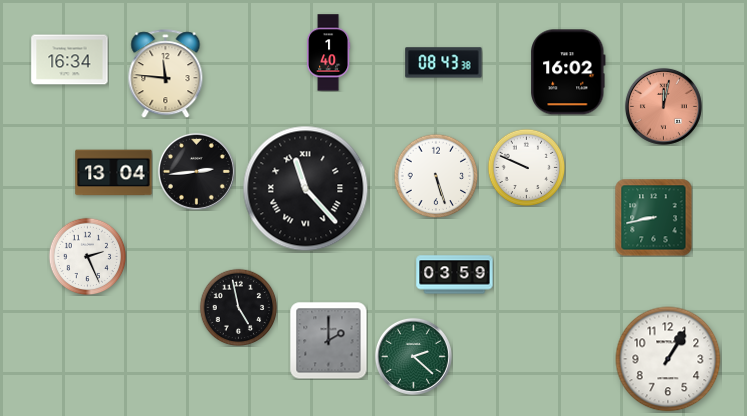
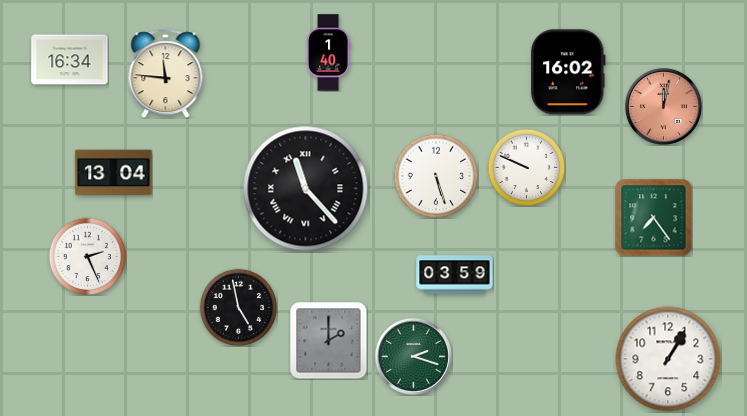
clock at (444, 63): 08:43 -> none
clock at (196, 171): 2:44 -> none
clock at (653, 217): 8:43 -> 7:24
clock at (413, 356): 2:22 -> 2:18
